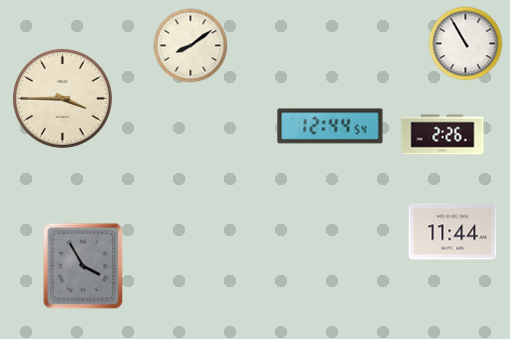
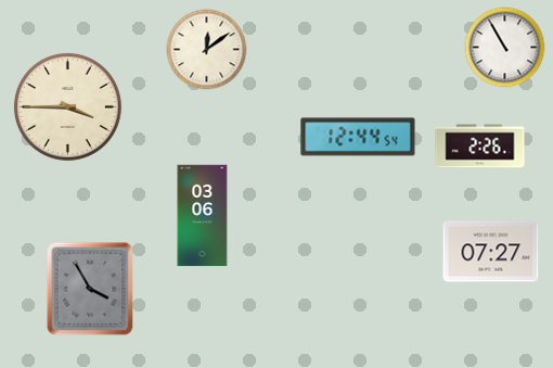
clock at (191, 46): 8:09 -> 12:09
clock at (203, 216): none -> 03:06
clock at (453, 232): 11:44 -> 07:27
